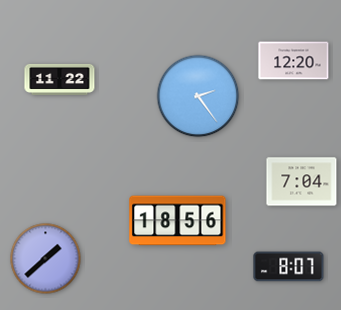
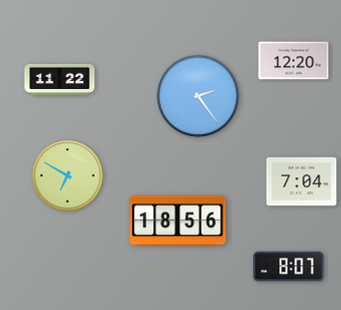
clock at (68, 176): none -> 6:50
clock at (46, 259): 1:38 -> none
